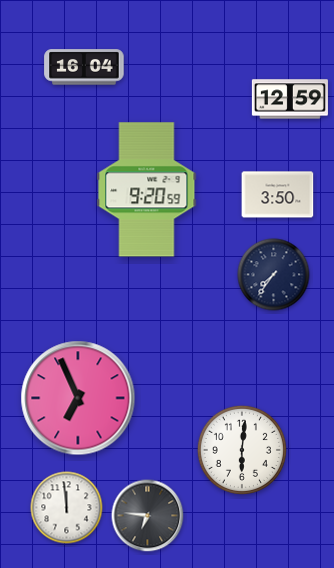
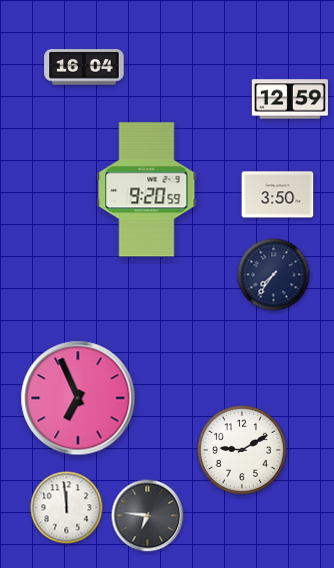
clock at (242, 450): 6:01 -> 9:10
